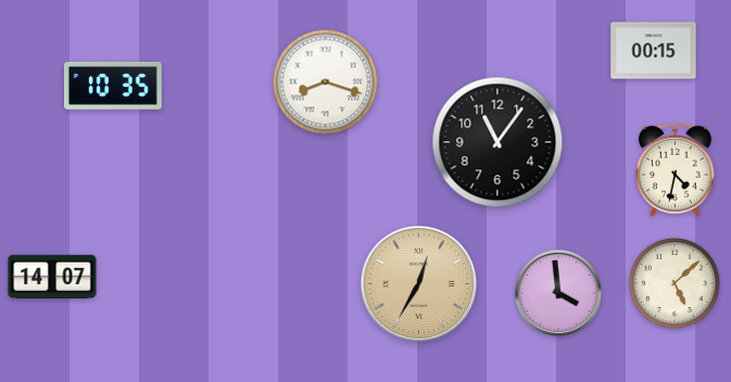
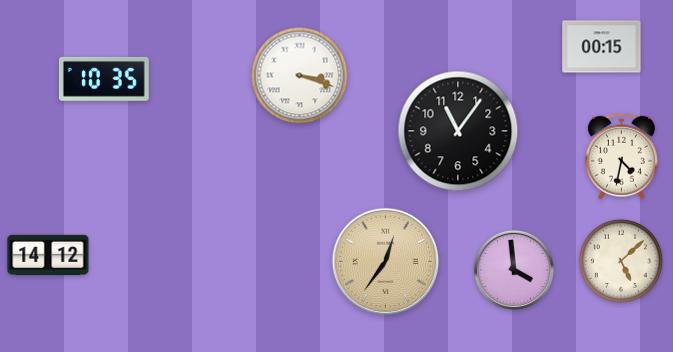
clock at (326, 82): 8:18 -> 3:18
clock at (52, 277): 14:07 -> 14:12
clock at (419, 284): 12:35 -> 12:36
